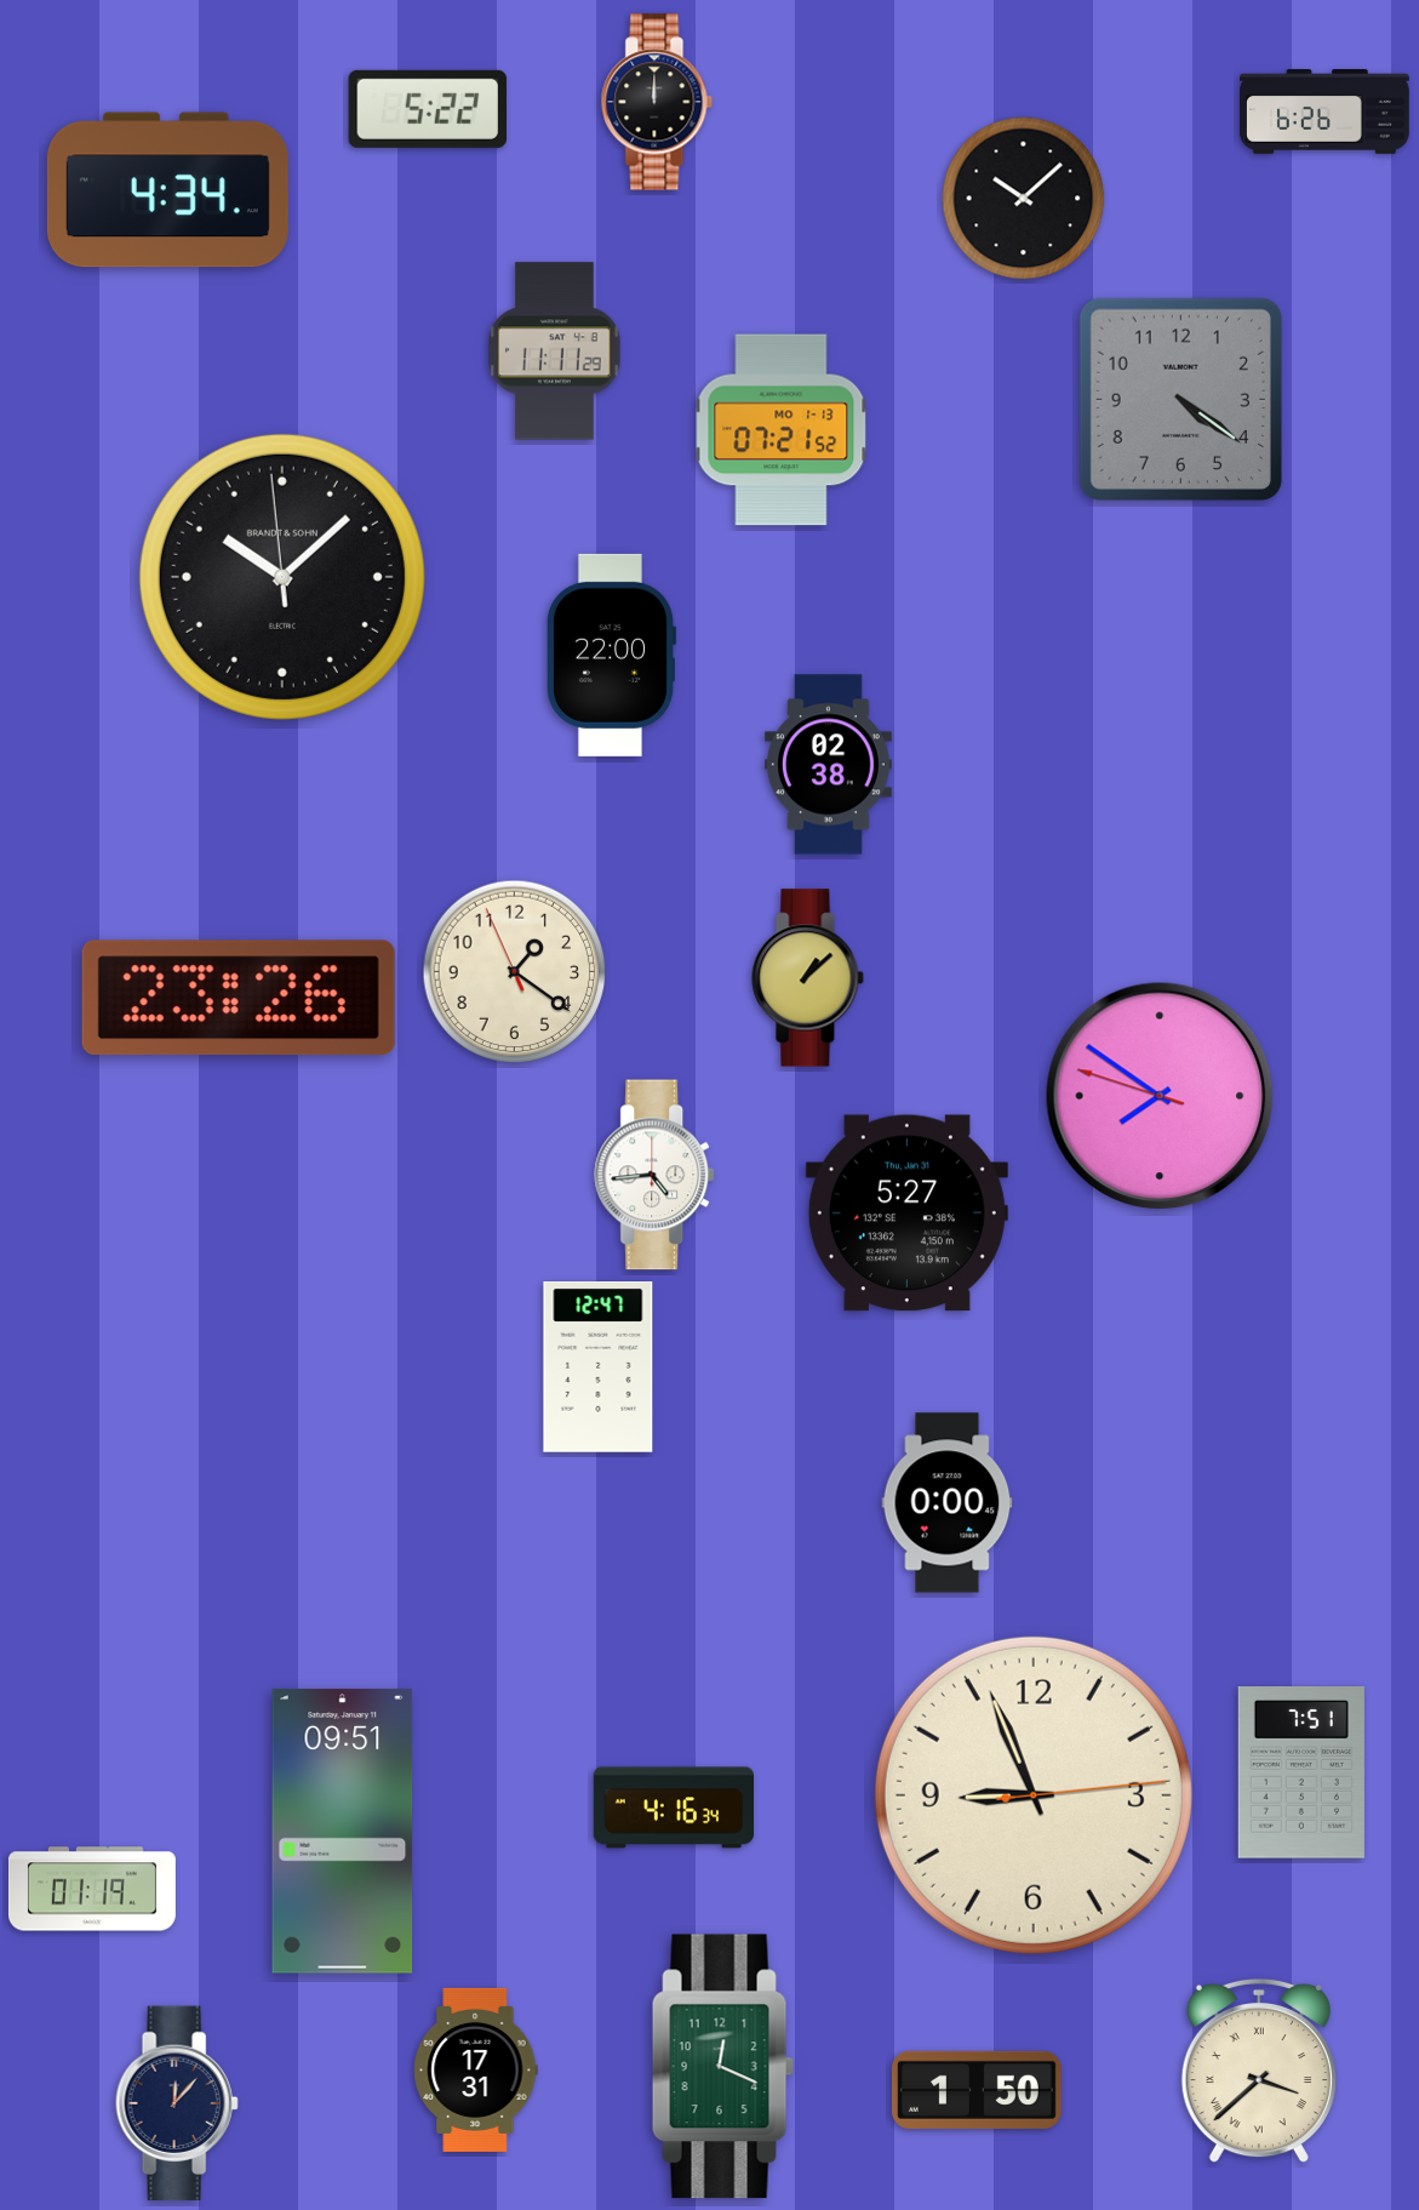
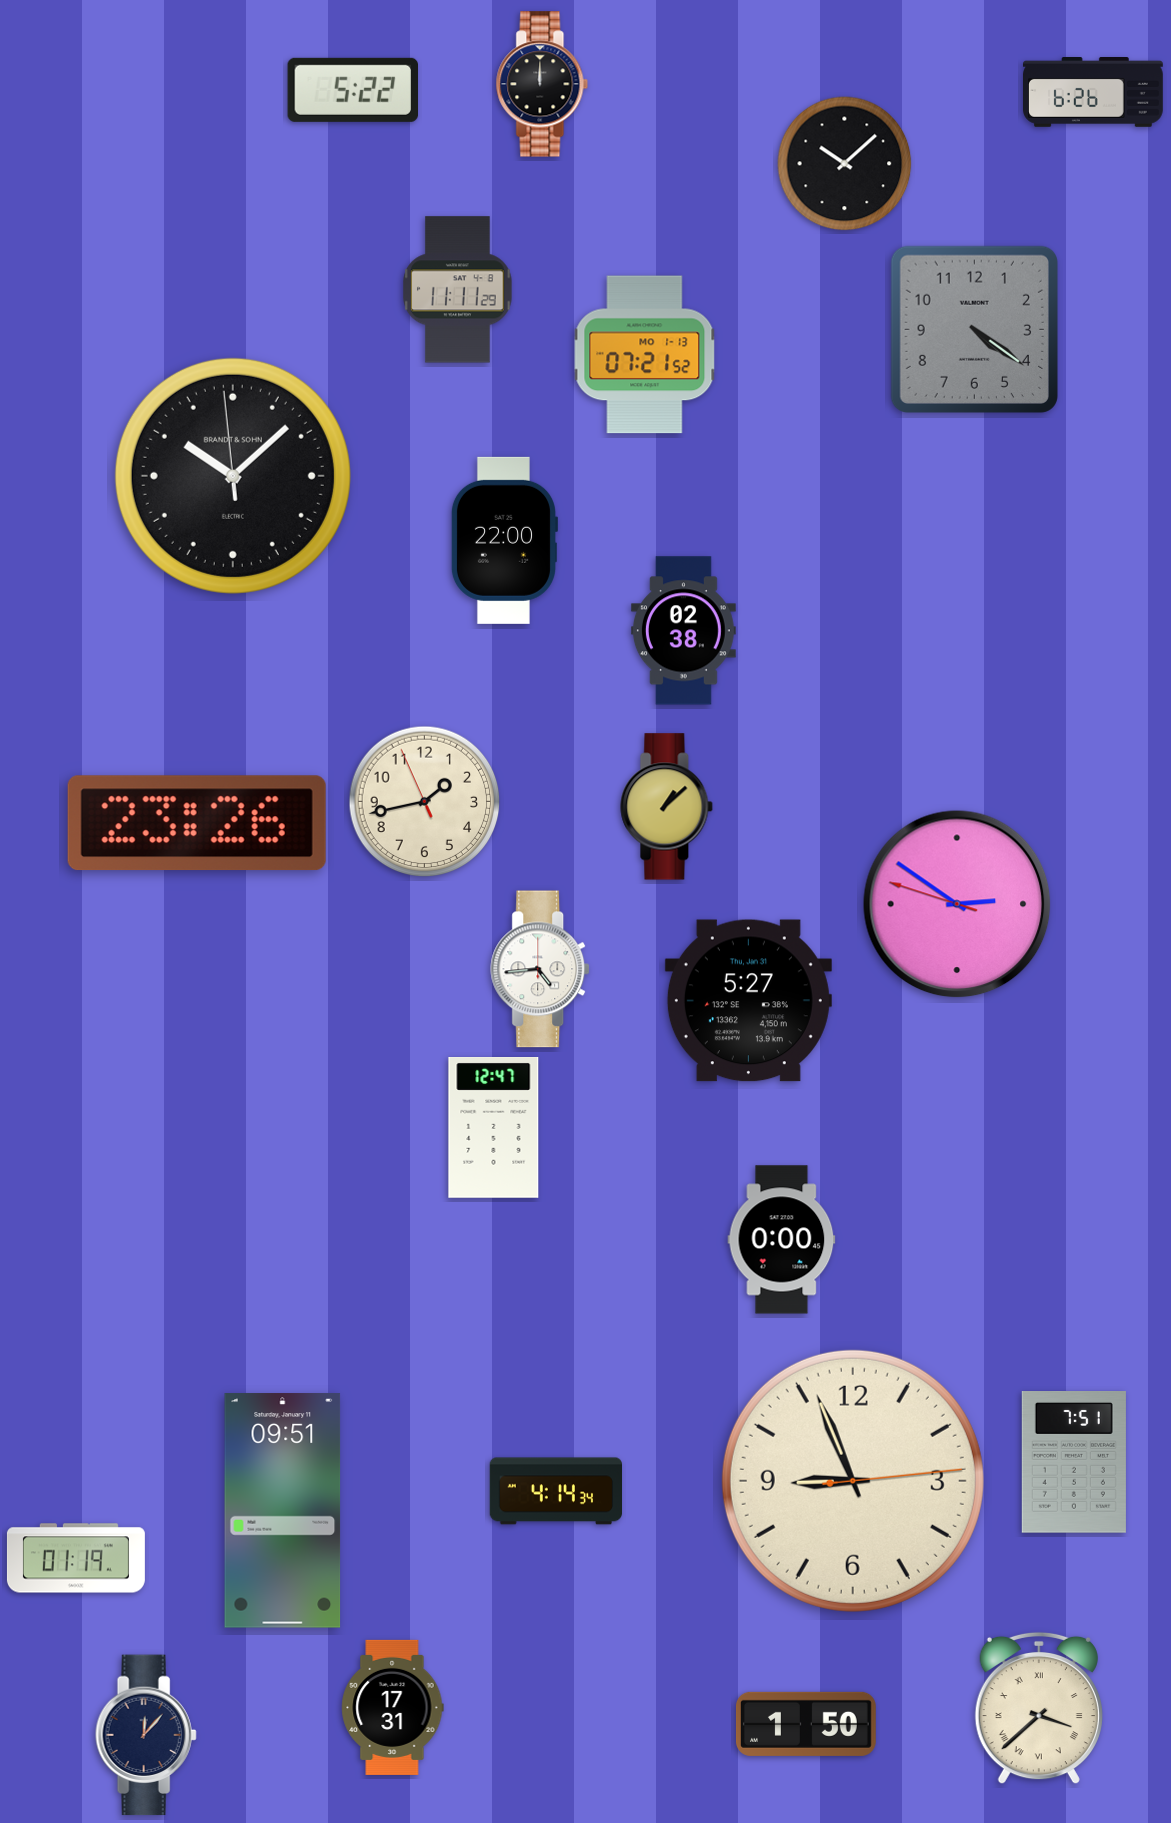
clock at (167, 190): 4:34 -> none
clock at (515, 972): 1:20 -> 1:42
clock at (1160, 1096): 7:50 -> 2:50
clock at (674, 1808): 4:16 -> 4:14
clock at (722, 2067): 12:19 -> none
